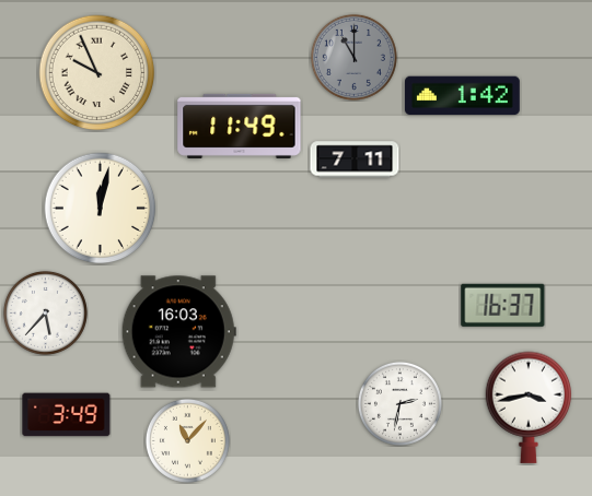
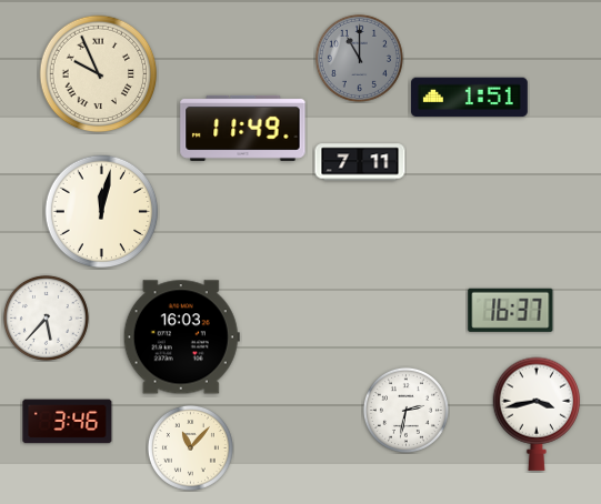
clock at (462, 96): 1:42 -> 1:51
clock at (67, 415): 3:49 -> 3:46
